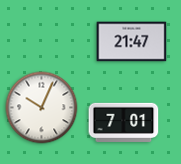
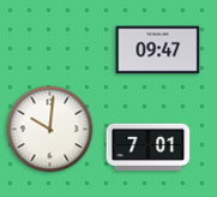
clock at (132, 42): 21:47 -> 09:47
clock at (42, 108): 10:04 -> 10:01
